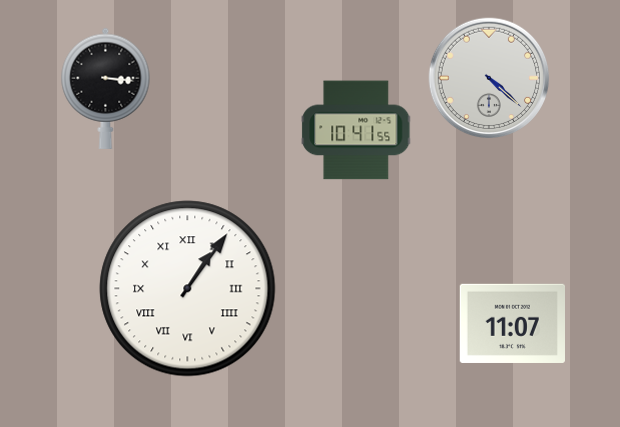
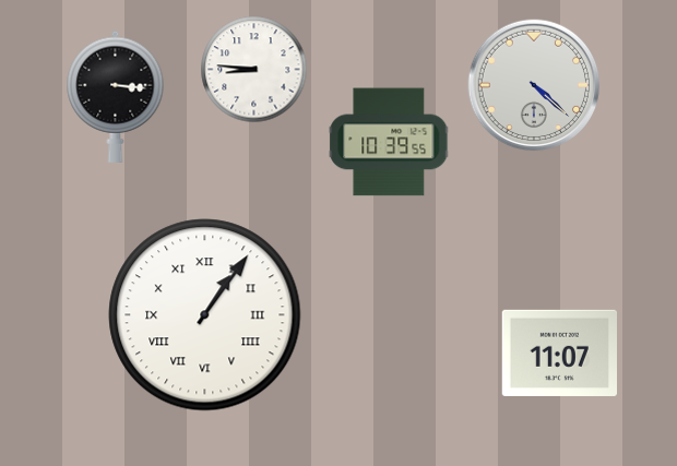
clock at (254, 70): none -> 8:46
clock at (356, 130): 10:41 -> 10:39
